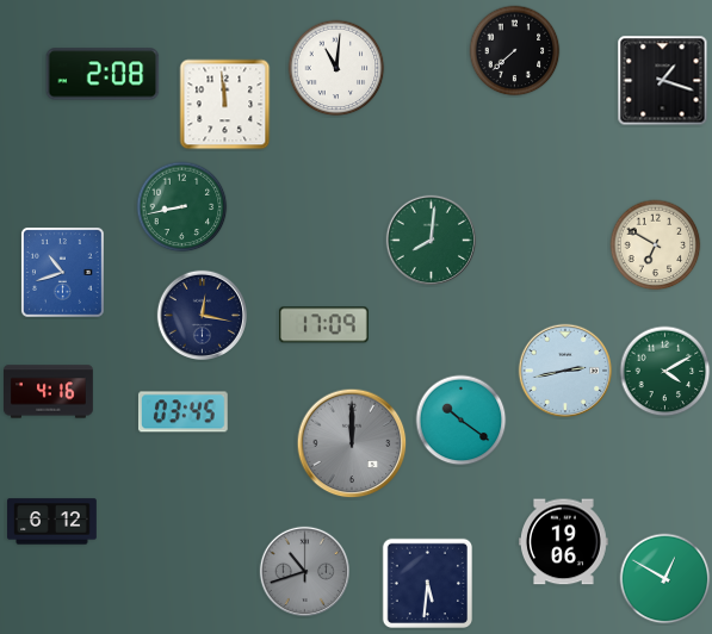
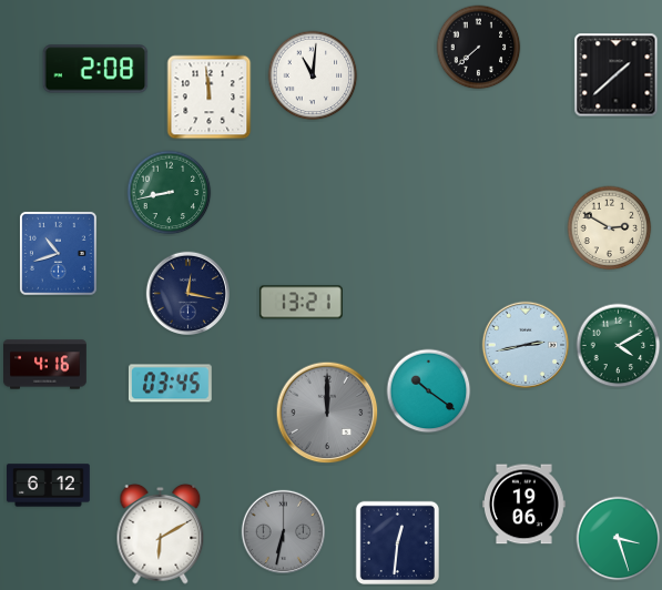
clock at (336, 68) position: (336, 68) -> (313, 75)
clock at (663, 81): 1:18 -> 1:38
clock at (431, 240): 8:01 -> none
clock at (656, 245): 6:50 -> 2:50
clock at (323, 325): 17:09 -> 13:21
clock at (304, 571): 10:42 -> 6:32
clock at (161, 533): none -> 6:10
clock at (665, 579): 12:50 -> 3:27
clock at (427, 583): 5:31 -> 12:31
